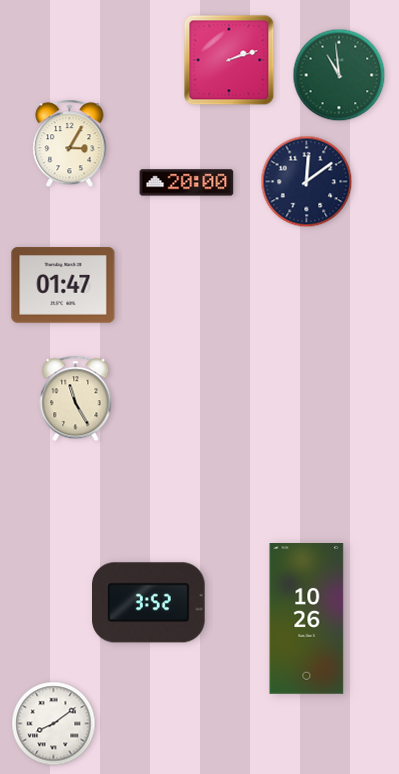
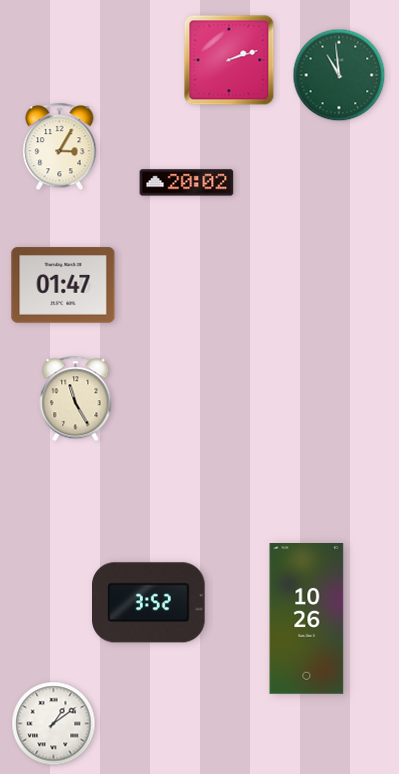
clock at (70, 144) position: (70, 144) -> (60, 147)
clock at (307, 182): 12:09 -> none
clock at (187, 183): 20:00 -> 20:02
clock at (54, 724): 8:09 -> 1:09
